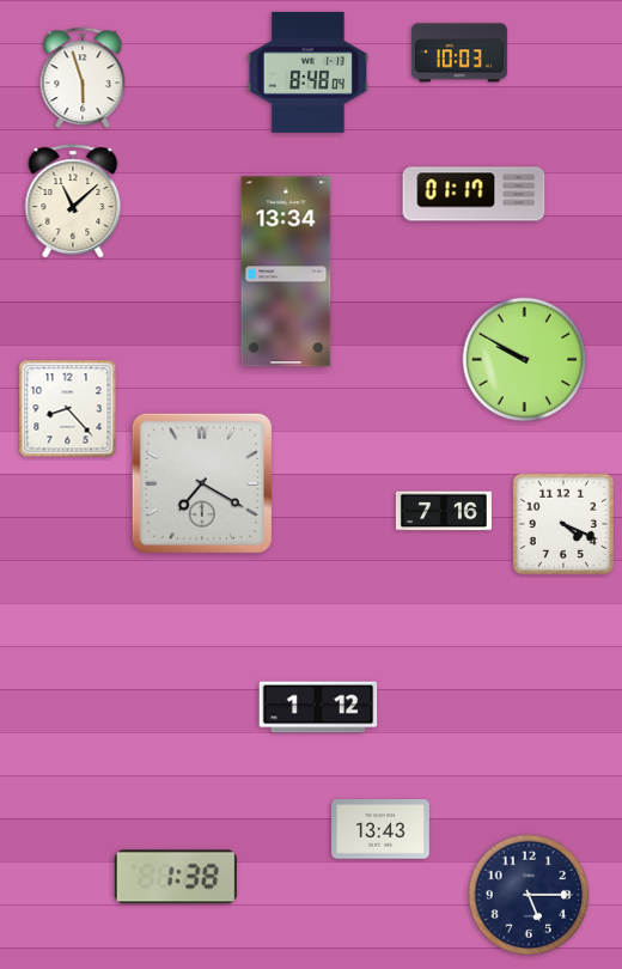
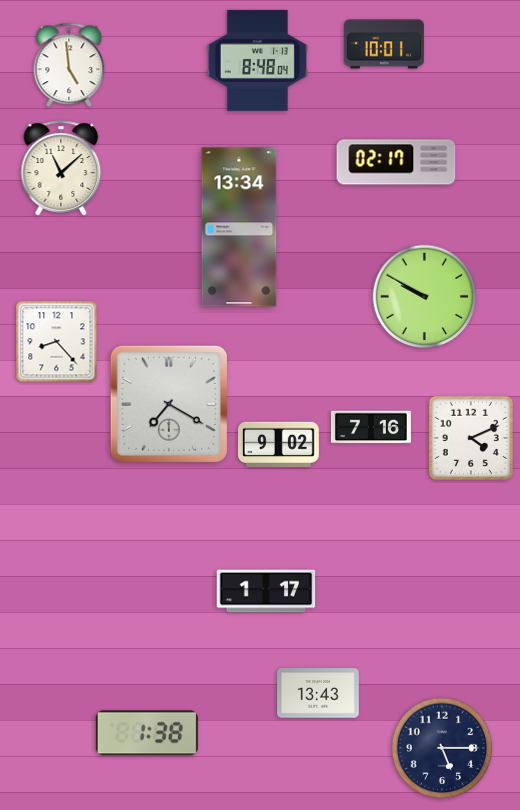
clock at (459, 53): 10:03 -> 10:01
clock at (83, 78): 5:57 -> 4:59
clock at (474, 194): 01:17 -> 02:17
clock at (525, 360) position: (525, 360) -> (425, 297)
clock at (563, 524): 4:19 -> 4:11
clock at (278, 444): none -> 9:02
clock at (318, 707): 1:12 -> 1:17
